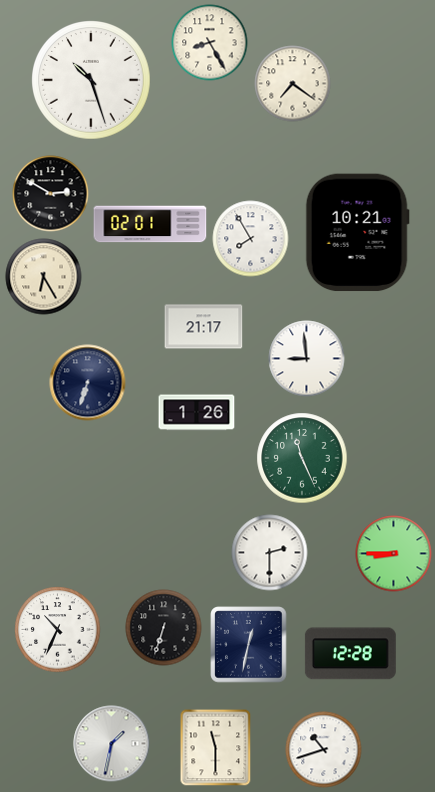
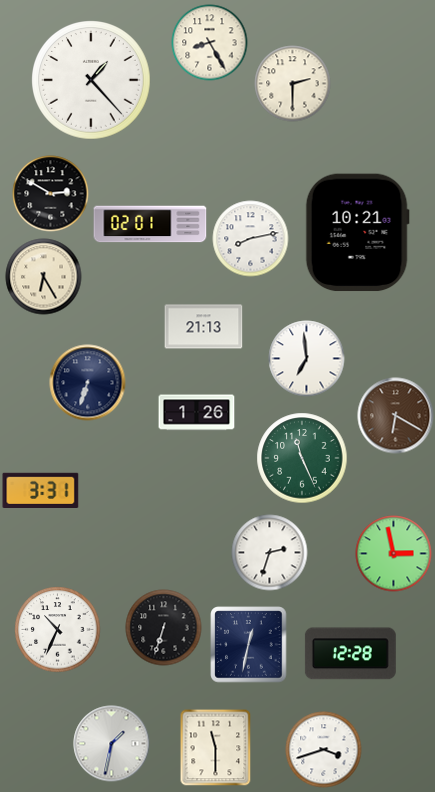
clock at (91, 80): 10:27 -> 1:23
clock at (293, 84): 7:21 -> 2:30
clock at (251, 239): 7:55 -> 8:13
clock at (204, 327): 21:17 -> 21:13
clock at (307, 359): 8:59 -> 6:59
clock at (396, 416): none -> 6:20
clock at (41, 490): none -> 3:31
clock at (270, 553): 2:30 -> 2:33
clock at (394, 554): 8:45 -> 2:58
clock at (324, 750): 10:42 -> 3:42
